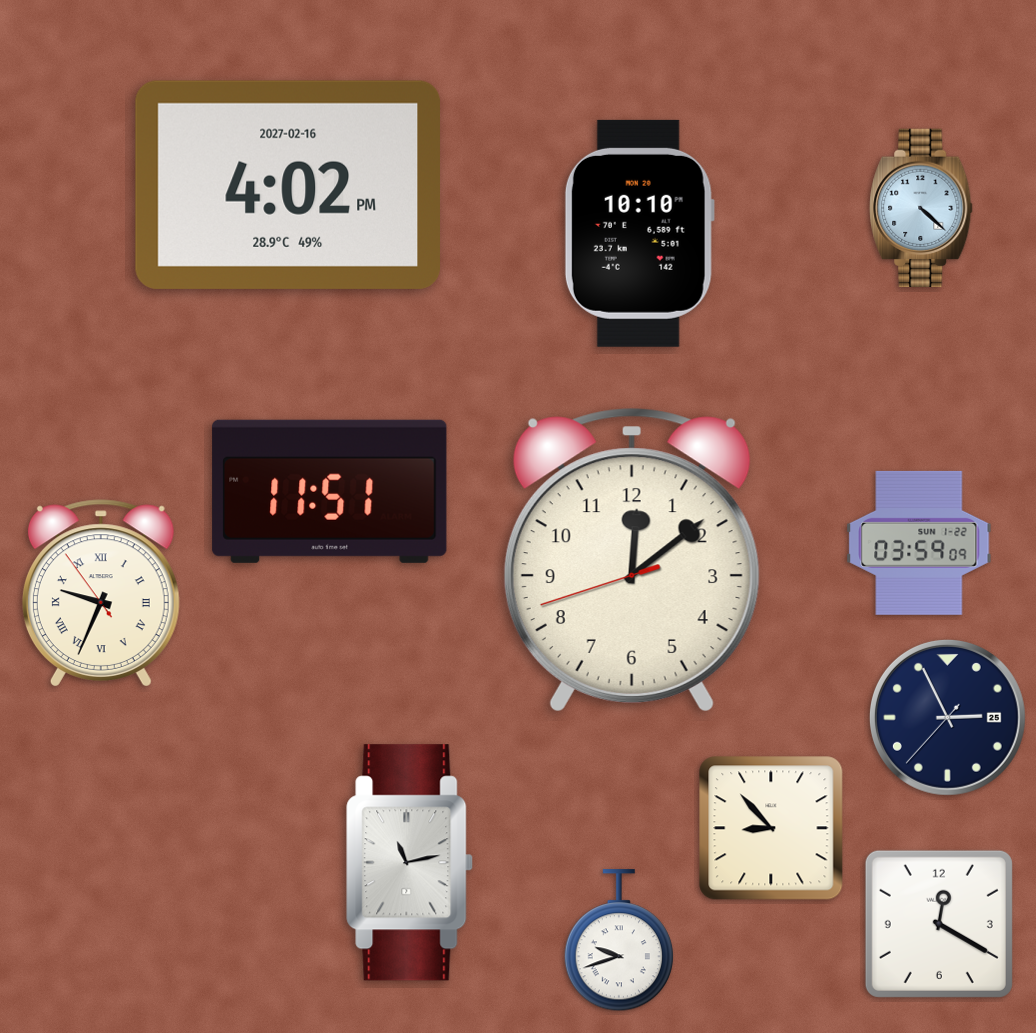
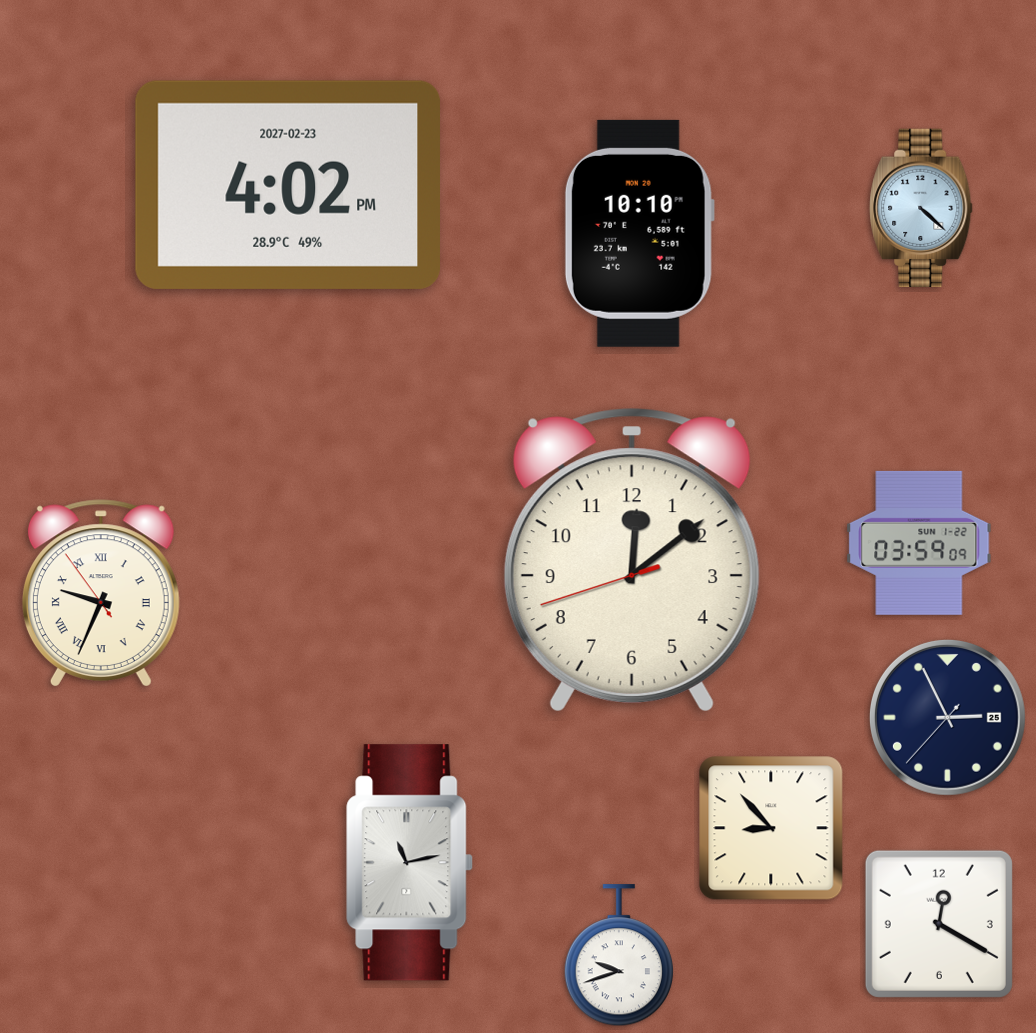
clock at (288, 185) date: 2027-02-16 -> 2027-02-23
clock at (330, 491): 11:51 -> none
clock at (619, 941) position: (619, 941) -> (619, 956)
